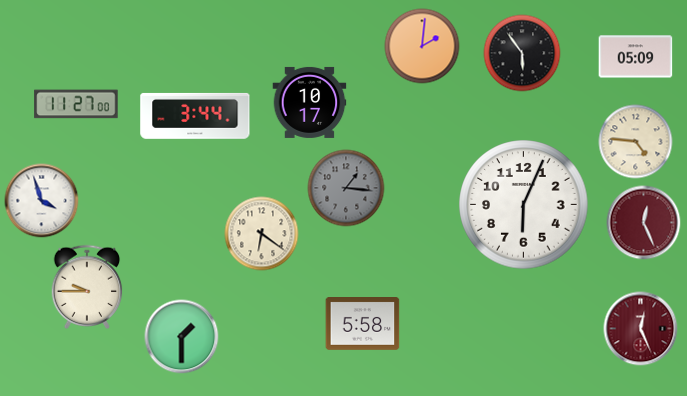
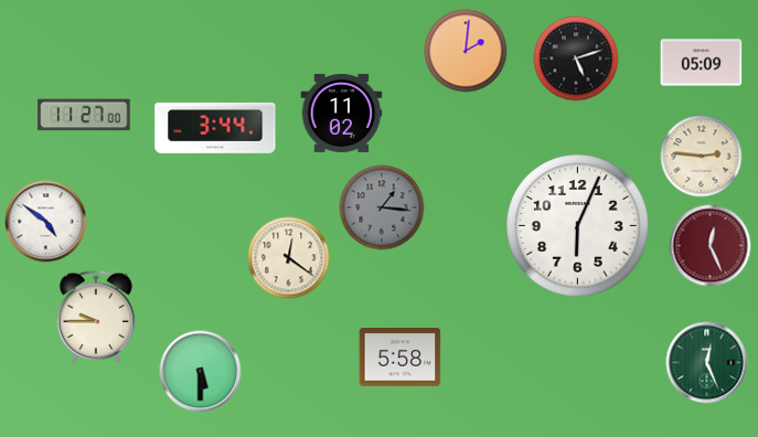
clock at (522, 53): 5:54 -> 5:12
clock at (310, 102): 10:17 -> 11:02
clock at (636, 142): 4:46 -> 2:46
clock at (42, 201): 3:57 -> 4:51
clock at (262, 234): 6:21 -> 12:21
clock at (641, 329) dial: burgundy -> green
clock at (182, 337): 1:30 -> 5:30
